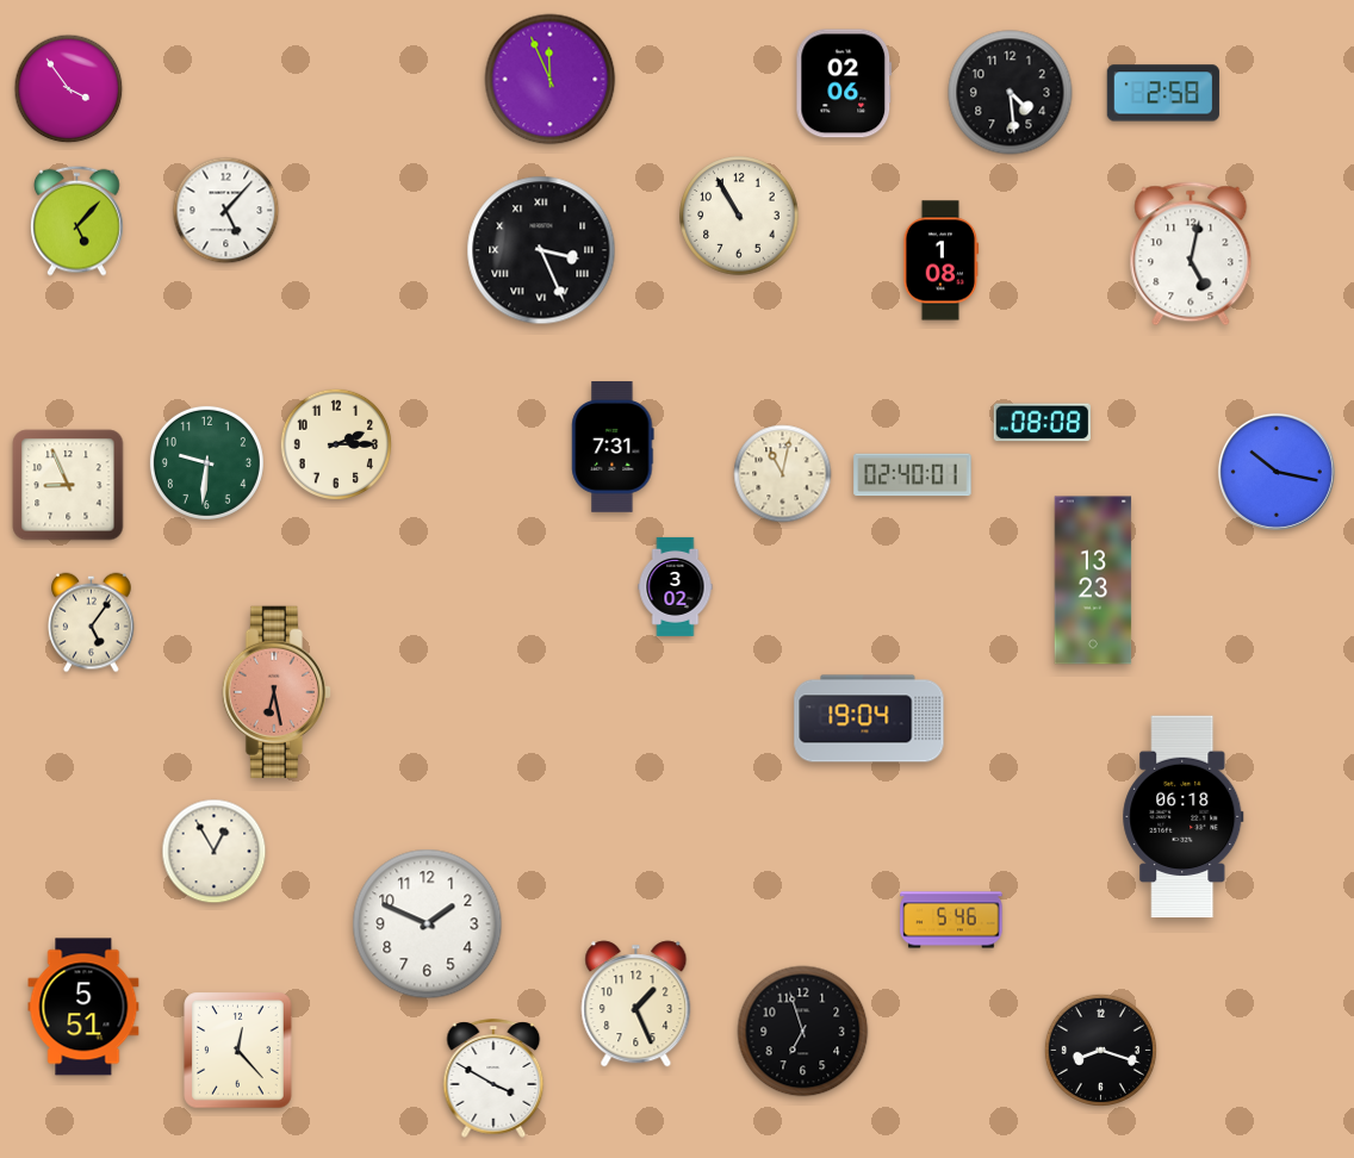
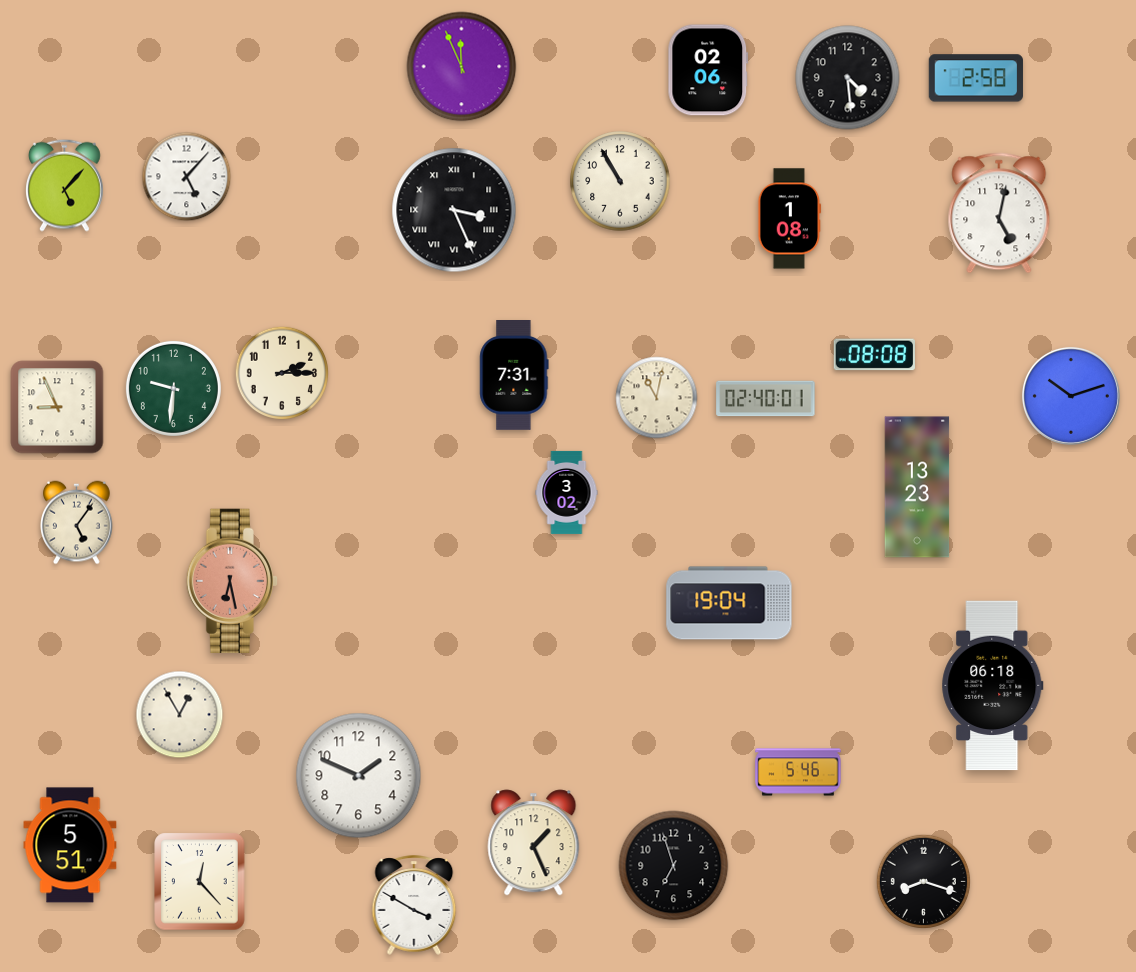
clock at (69, 89): 3:54 -> none
clock at (226, 211) position: (226, 211) -> (187, 177)
clock at (1277, 472): 10:17 -> 10:12
